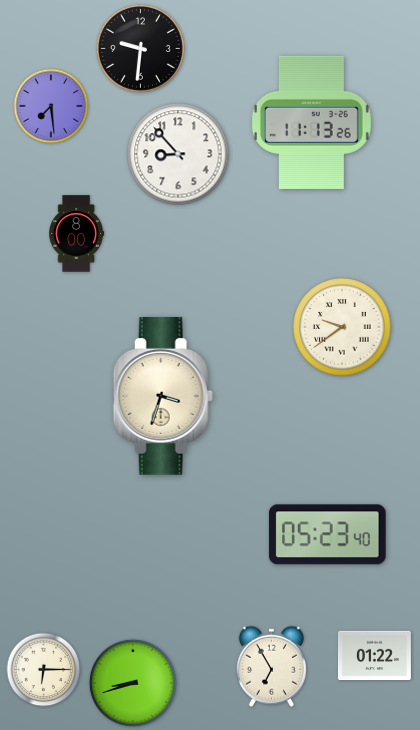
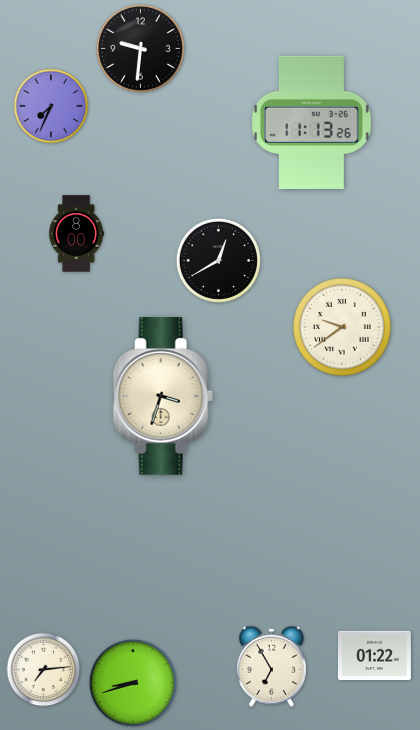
clock at (51, 106): 7:29 -> 7:34
clock at (178, 154): 8:53 -> none
clock at (218, 260): none -> 12:40
clock at (327, 535): 05:23 -> none
clock at (44, 670): 6:15 -> 7:14
